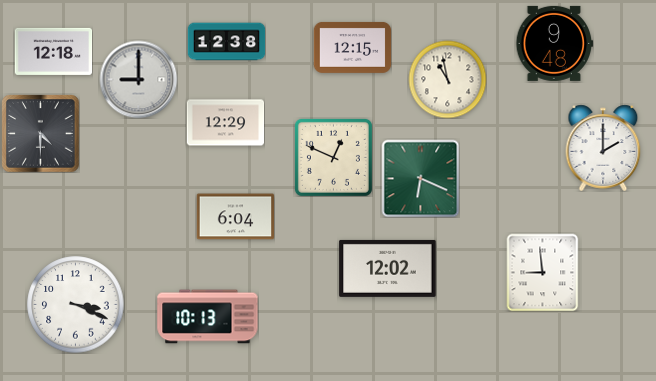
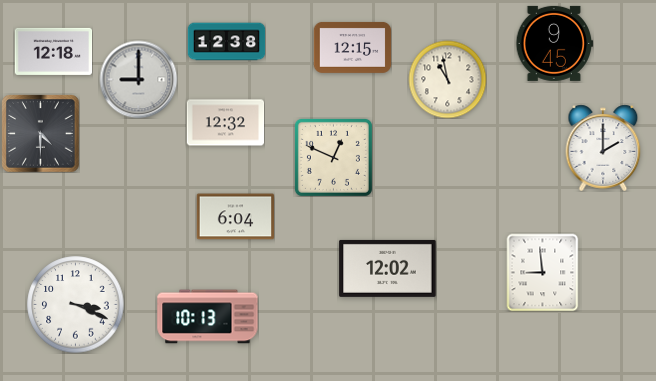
clock at (554, 43): 9:48 -> 9:45
clock at (225, 123): 12:29 -> 12:32
clock at (420, 178): 6:19 -> none
